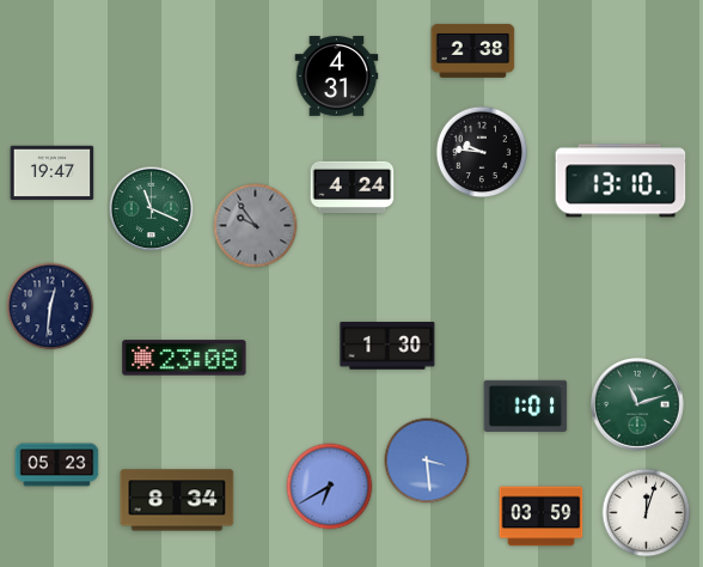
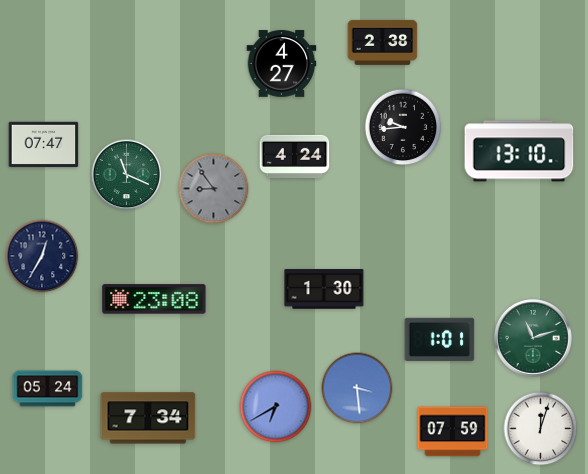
clock at (473, 50) position: (473, 50) -> (383, 42)
clock at (337, 77): 4:31 -> 4:27
clock at (482, 152): 9:46 -> 9:44
clock at (53, 173): 19:47 -> 07:47
clock at (256, 226): 9:54 -> 8:54
clock at (50, 306): 12:31 -> 12:35
clock at (427, 461) position: (427, 461) -> (357, 388)
clock at (57, 465): 05:23 -> 05:24
clock at (177, 500): 8:34 -> 7:34
clock at (542, 517): 03:59 -> 07:59
